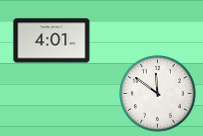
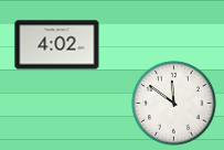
clock at (52, 41): 4:01 -> 4:02
